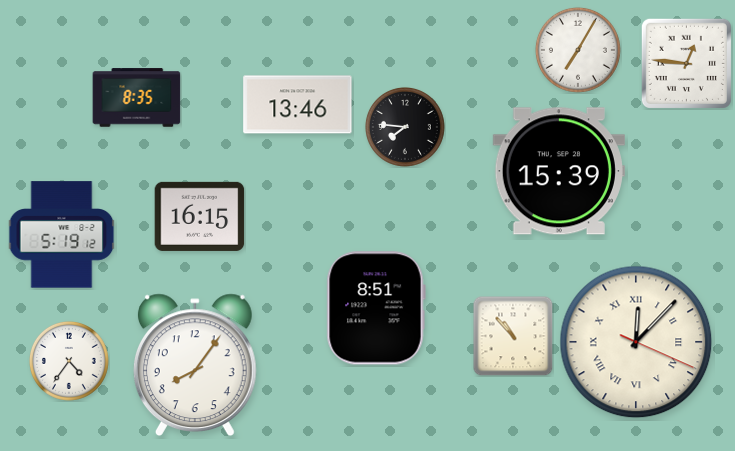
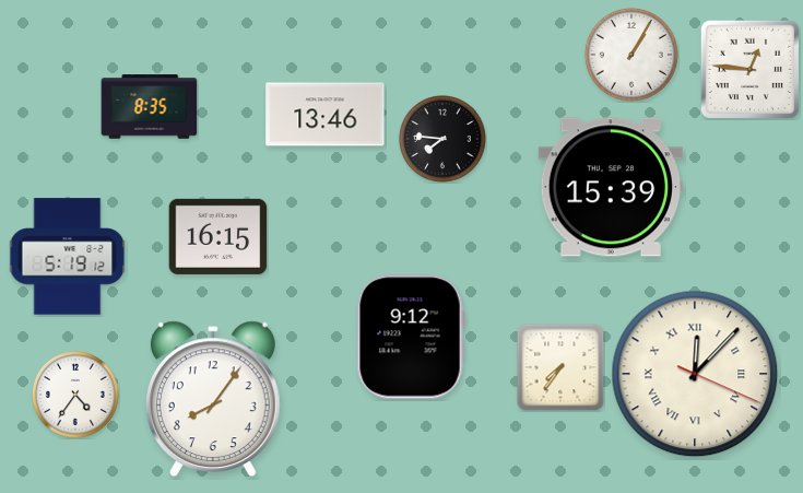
clock at (578, 50): 7:05 -> 1:05
clock at (376, 308): 8:51 -> 9:12
clock at (513, 336): 10:53 -> 7:36
